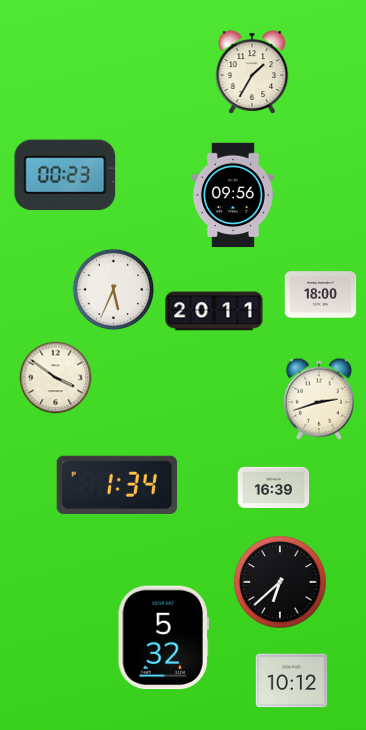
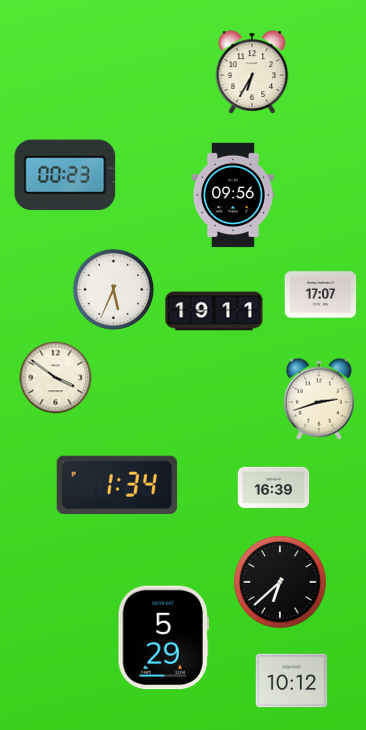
clock at (252, 72): 1:35 -> 6:35
clock at (321, 295): 18:00 -> 17:07
clock at (214, 311): 20:11 -> 19:11
clock at (163, 638): 5:32 -> 5:29
